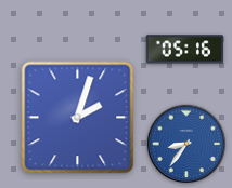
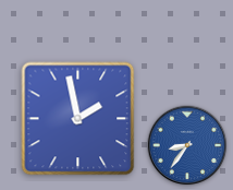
clock at (185, 50): 05:16 -> none
clock at (78, 118): 2:03 -> 1:58
